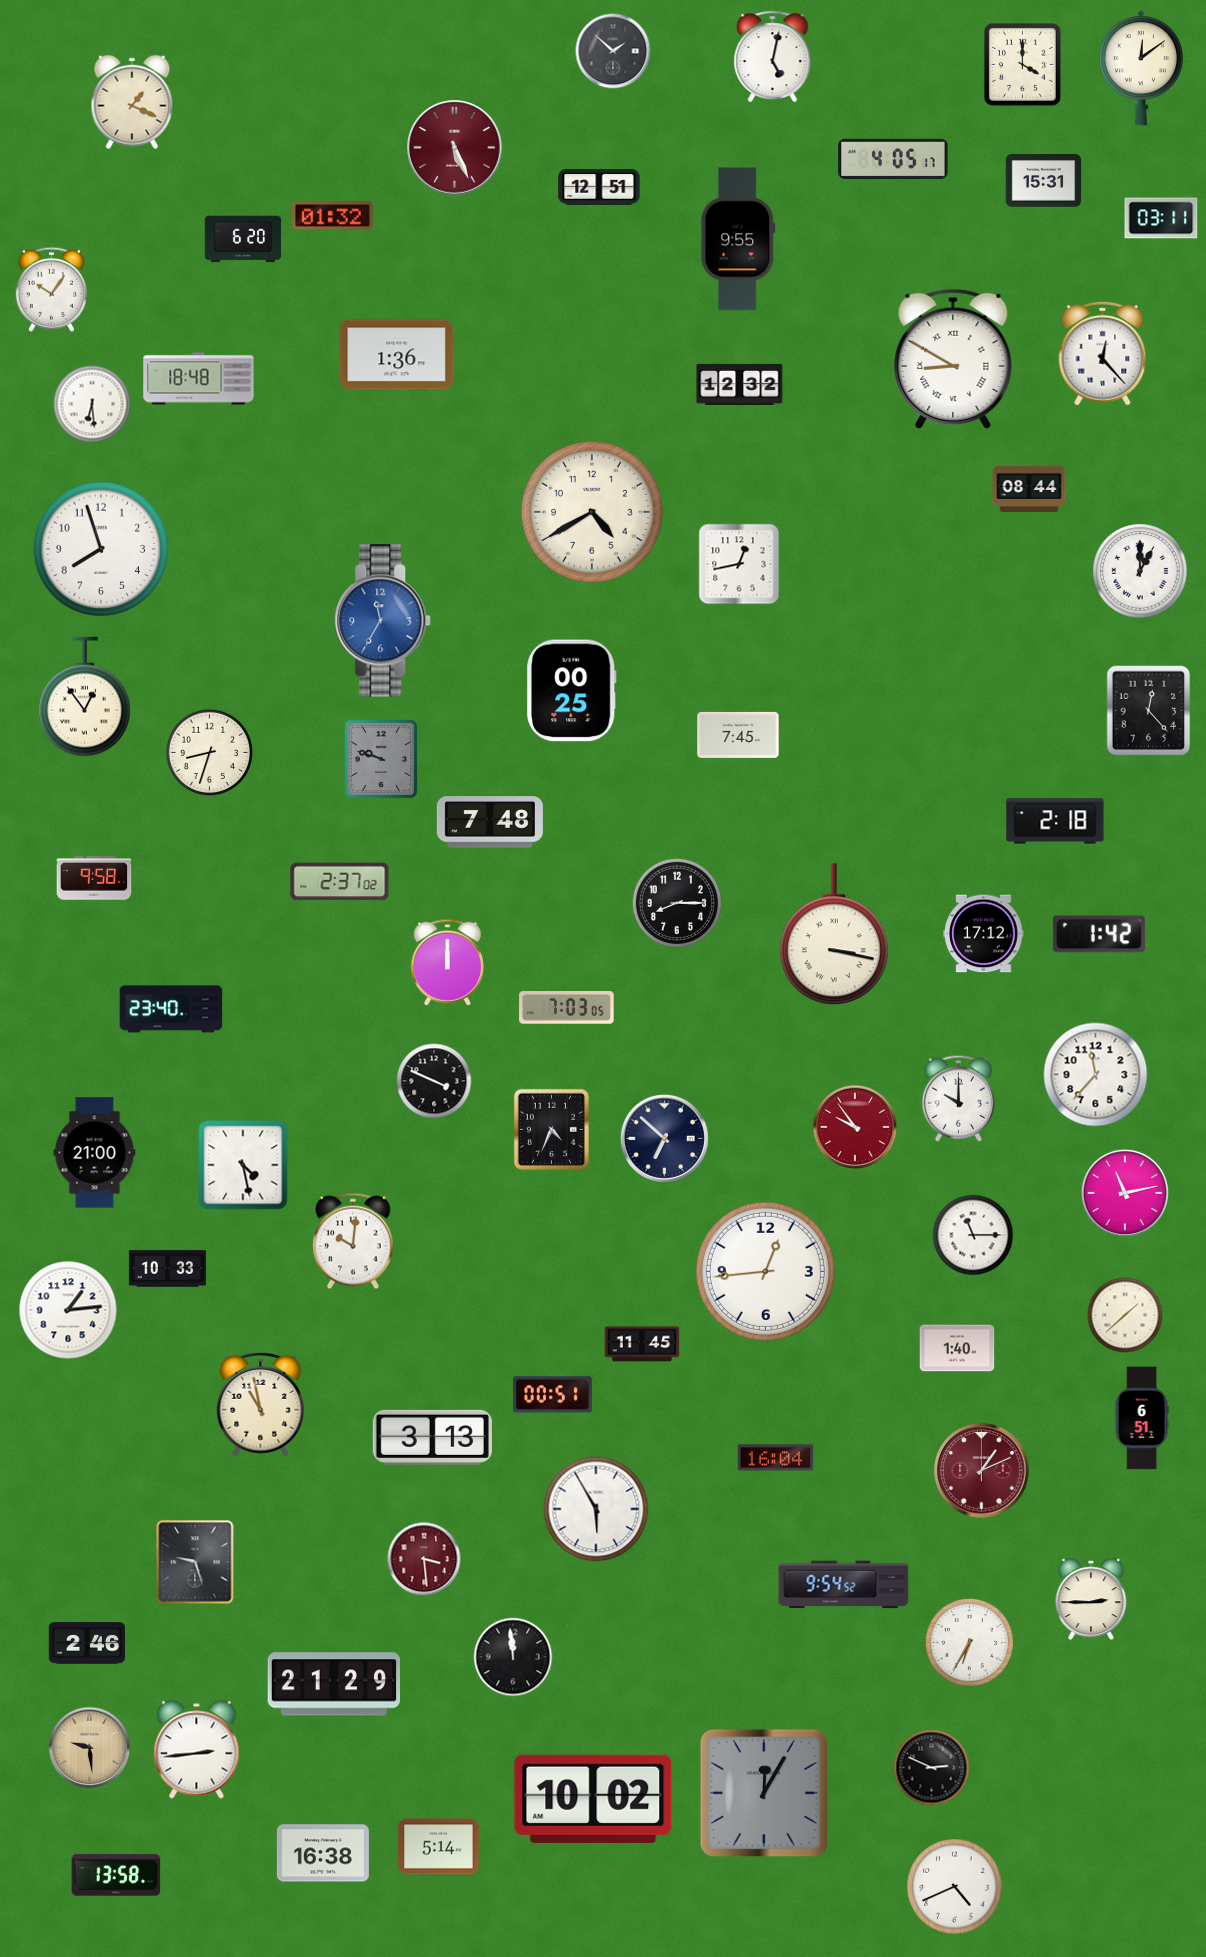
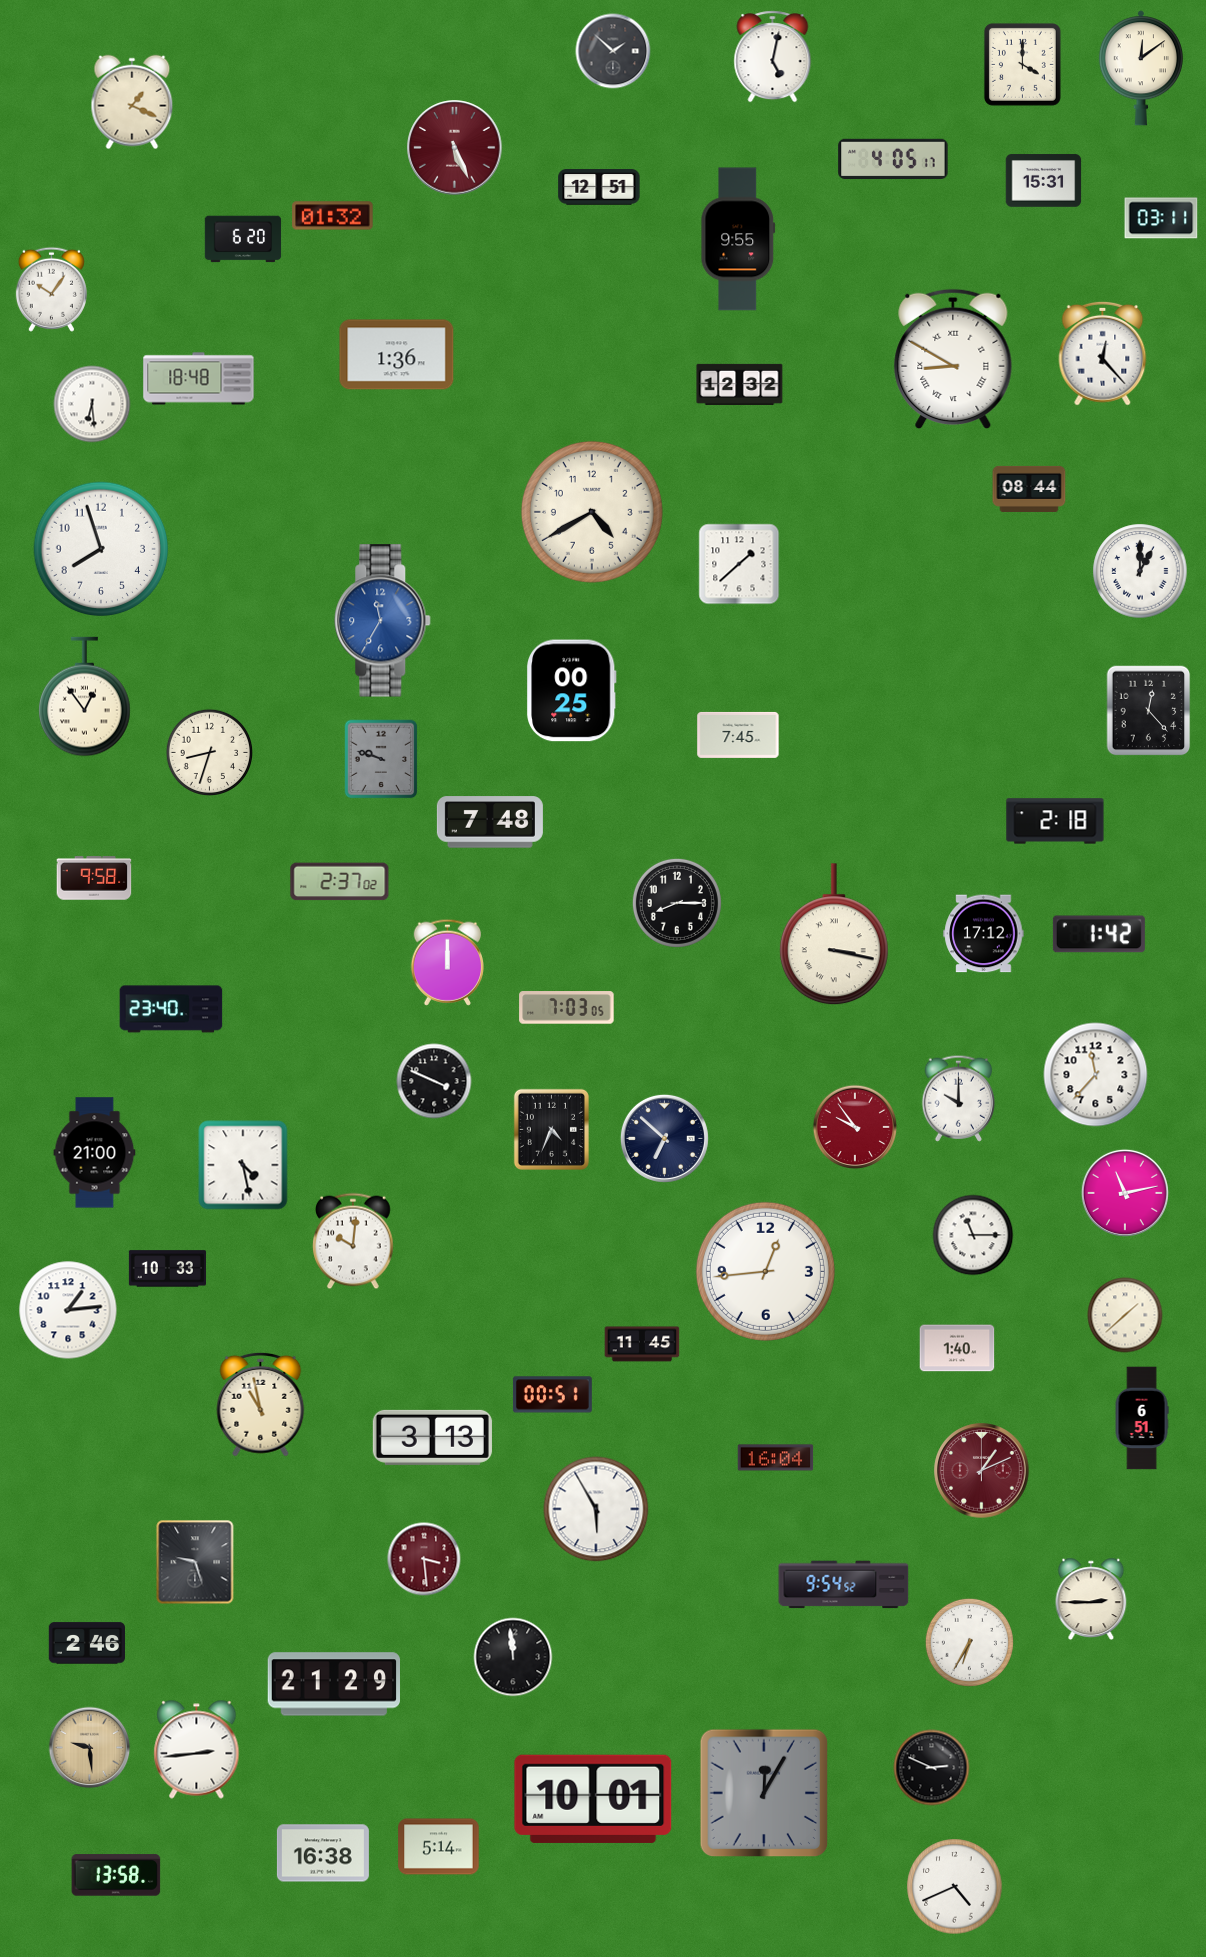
clock at (739, 564): 12:43 -> 1:38
clock at (593, 1799): 10:02 -> 10:01
